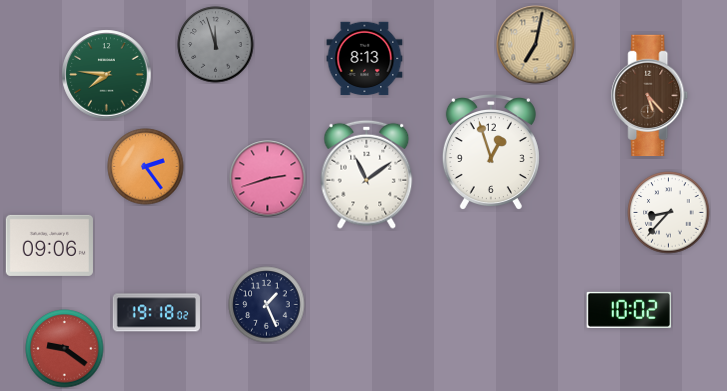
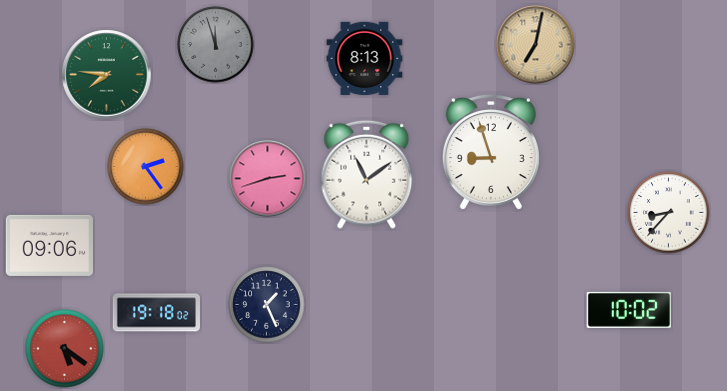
clock at (650, 96): 5:23 -> none
clock at (491, 152): 12:57 -> 8:57
clock at (65, 349): 9:21 -> 5:21
